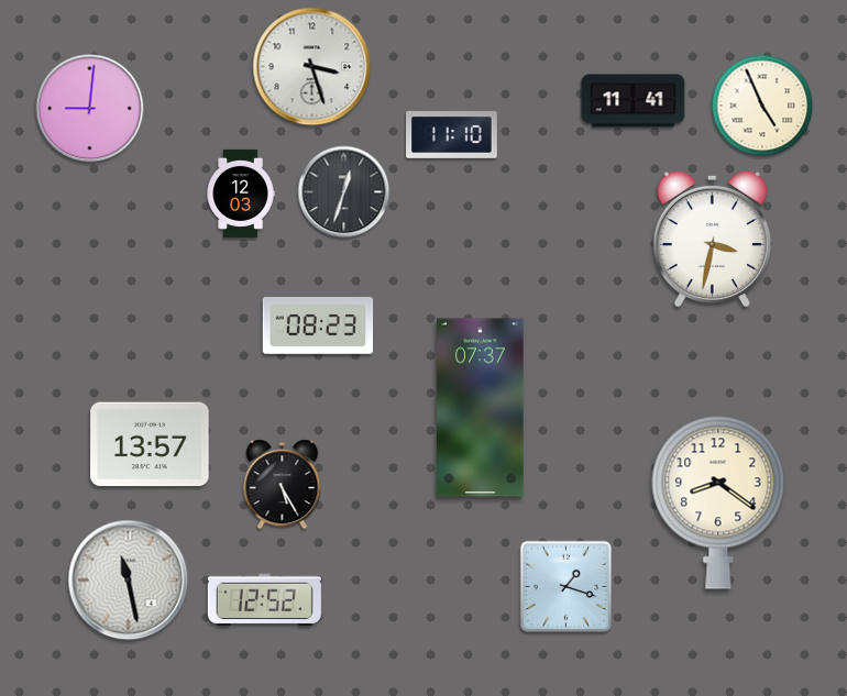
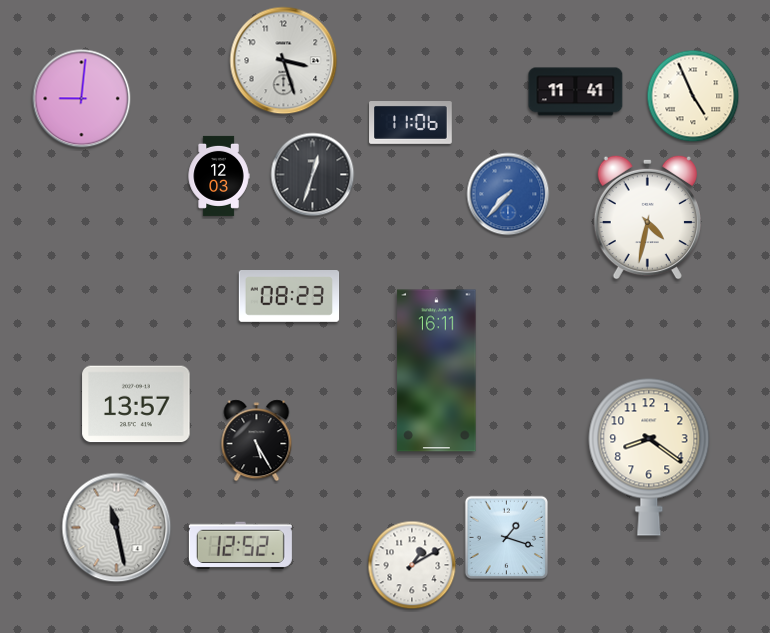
clock at (452, 135): 11:10 -> 11:06
clock at (508, 194): none -> 7:37
clock at (712, 239): 3:32 -> 4:32
clock at (481, 408): 07:37 -> 16:11
clock at (718, 502) position: (718, 502) -> (649, 457)
clock at (565, 586) position: (565, 586) -> (506, 537)
clock at (412, 565): none -> 1:10
